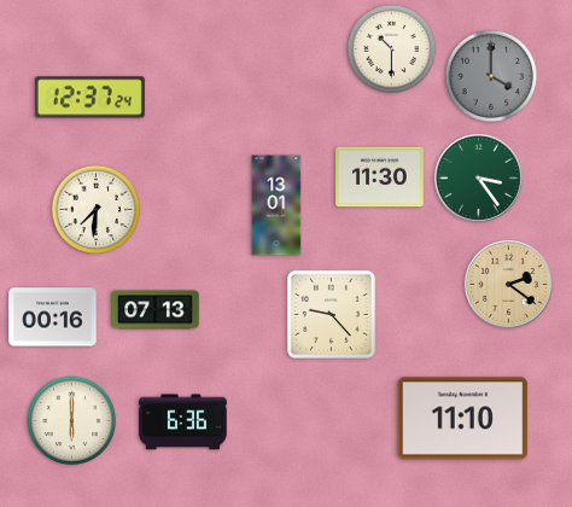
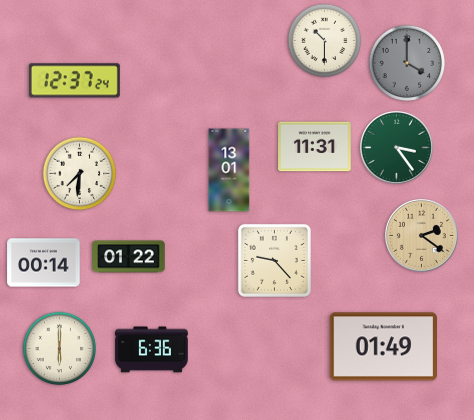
clock at (380, 177): 11:30 -> 11:31
clock at (156, 310): 07:13 -> 01:22
clock at (53, 317): 00:16 -> 00:14
clock at (462, 419): 11:10 -> 01:49
